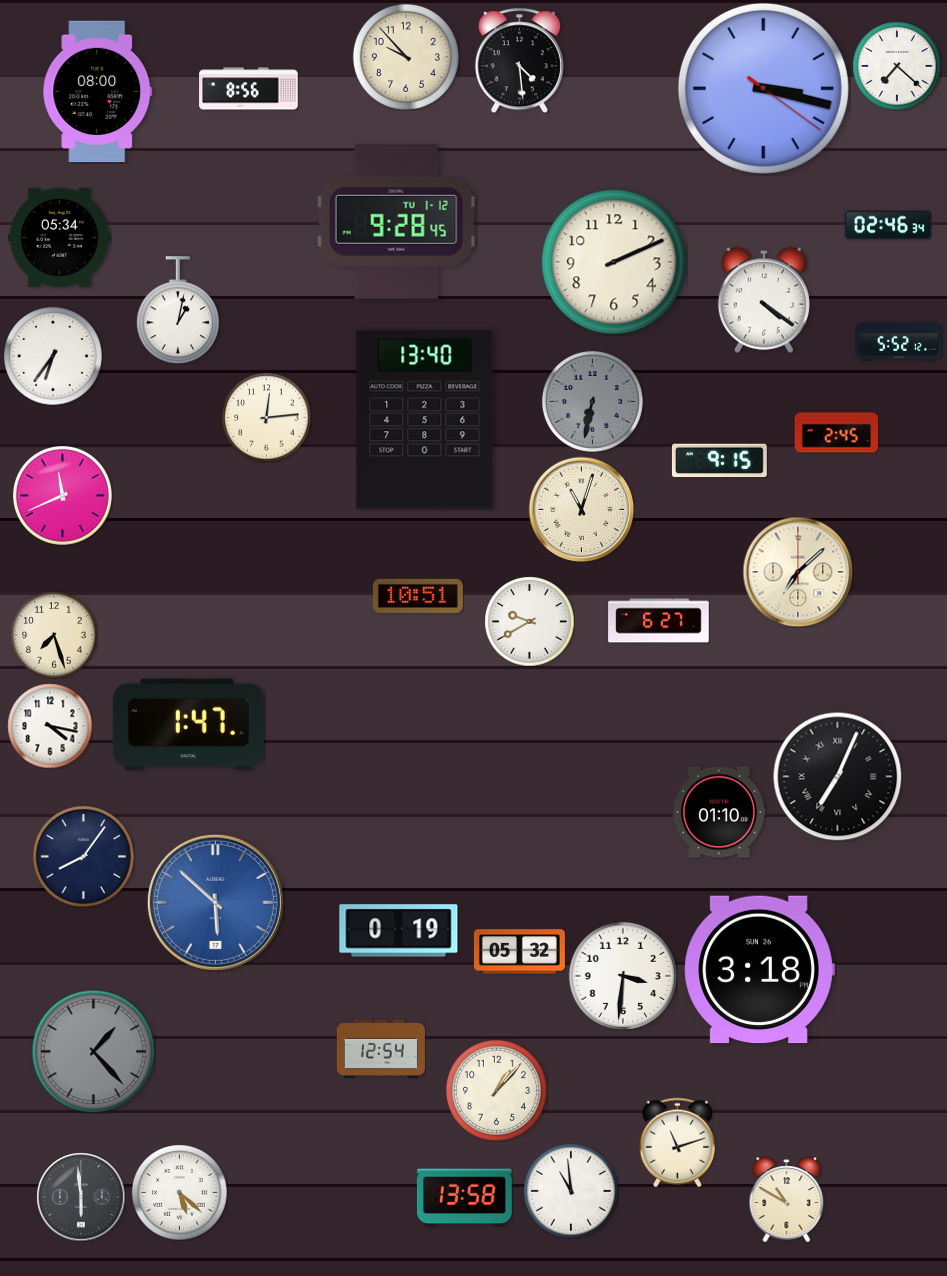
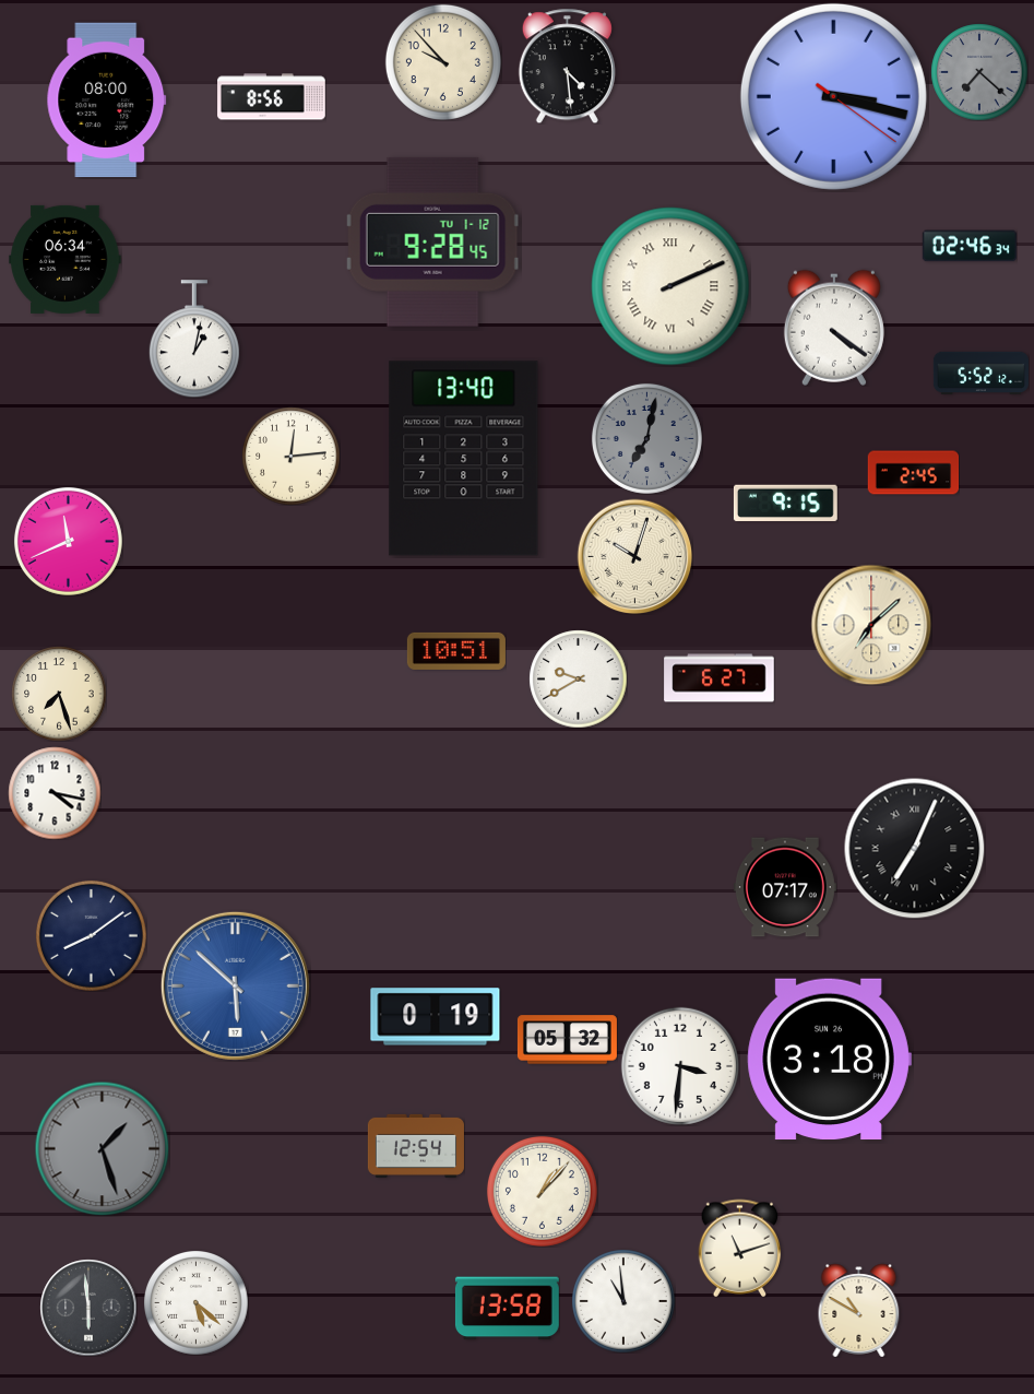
clock at (897, 66) dial: white -> grey
clock at (60, 237): 05:34 -> 06:34
clock at (614, 262) numerals: Arabic -> Roman
clock at (53, 356): 6:36 -> none
clock at (592, 401): 6:32 -> 7:02
clock at (581, 509): 11:03 -> 10:03
clock at (188, 725): 1:47 -> none
clock at (719, 812): 01:10 -> 07:17
clock at (83, 856): 8:06 -> 8:09
clock at (93, 1051): 1:23 -> 1:27
